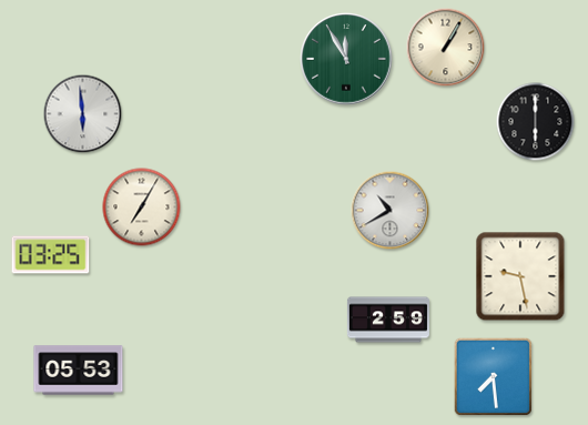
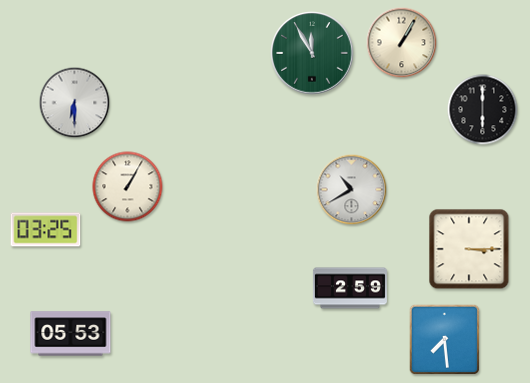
clock at (83, 114): 5:59 -> 6:30
clock at (142, 208): 7:05 -> 1:05
clock at (520, 276): 9:28 -> 3:15
